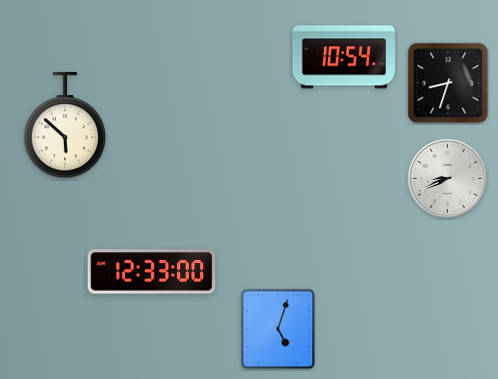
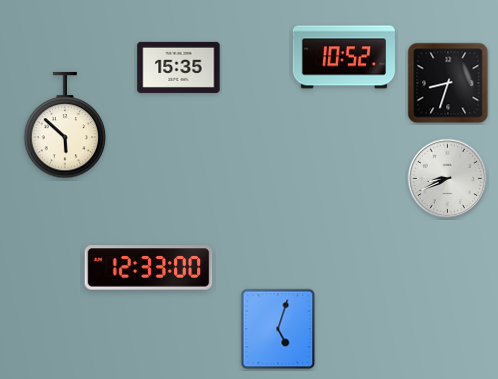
clock at (344, 57): 10:54 -> 10:52
clock at (179, 67): none -> 15:35
clock at (152, 272) position: (152, 272) -> (149, 268)
